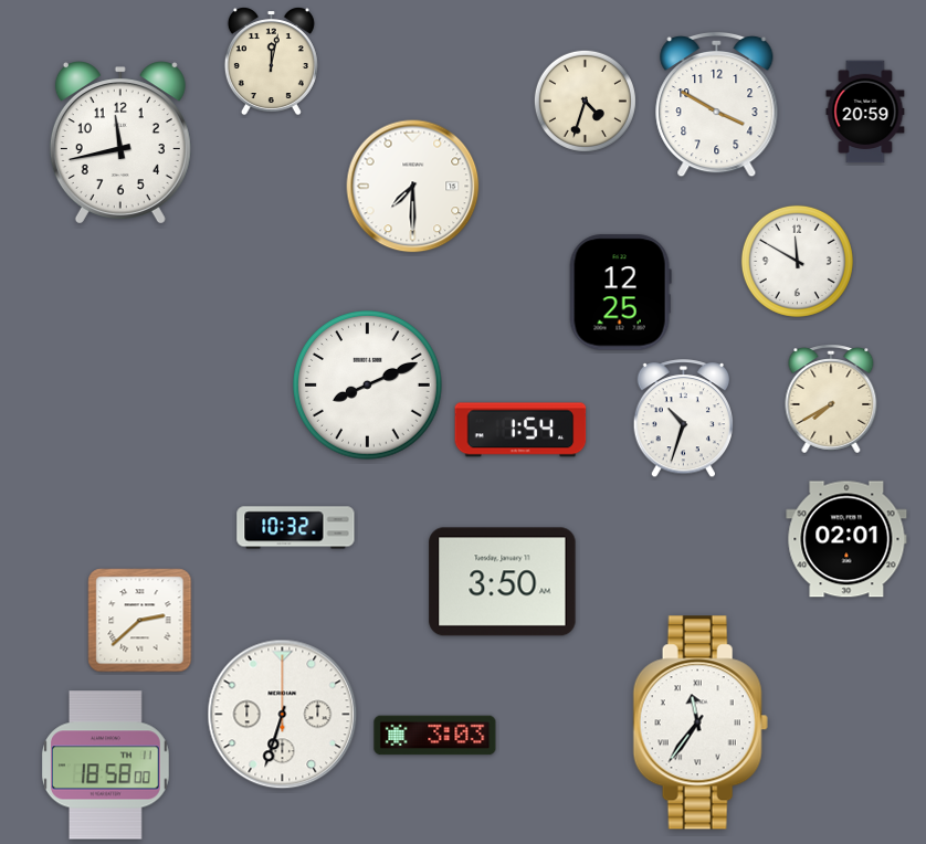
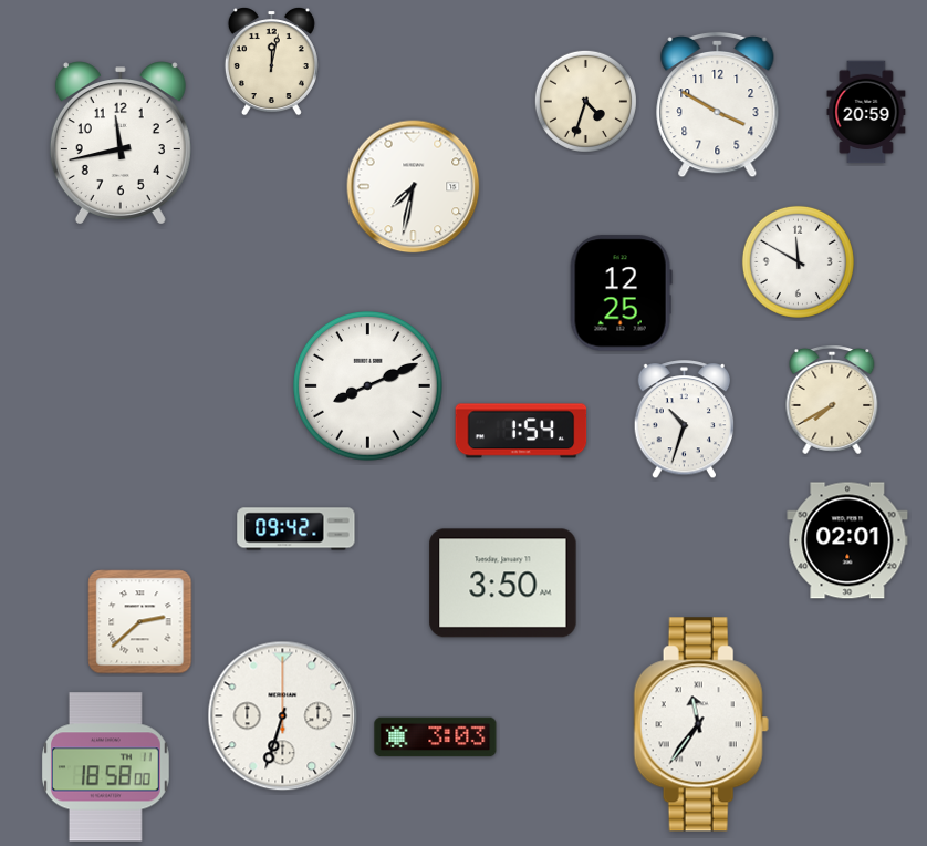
clock at (413, 187): 7:30 -> 7:32
clock at (296, 528): 10:32 -> 09:42
